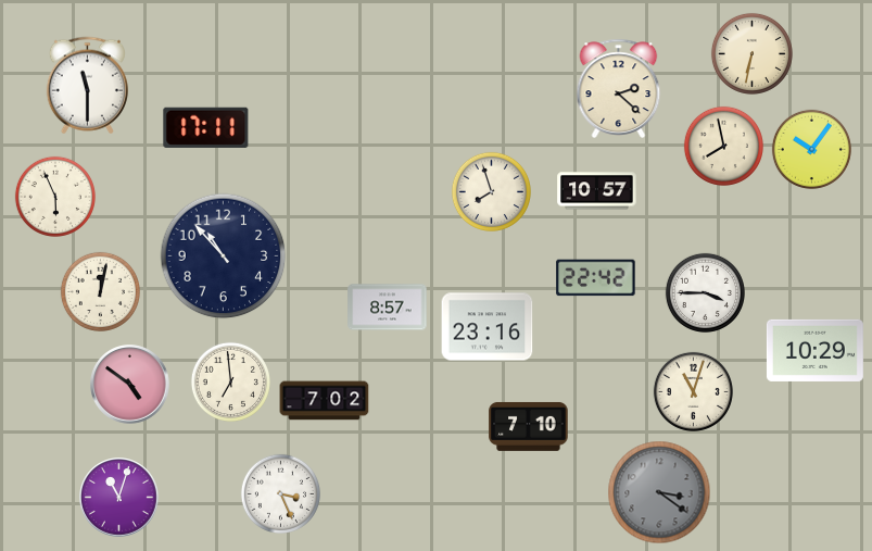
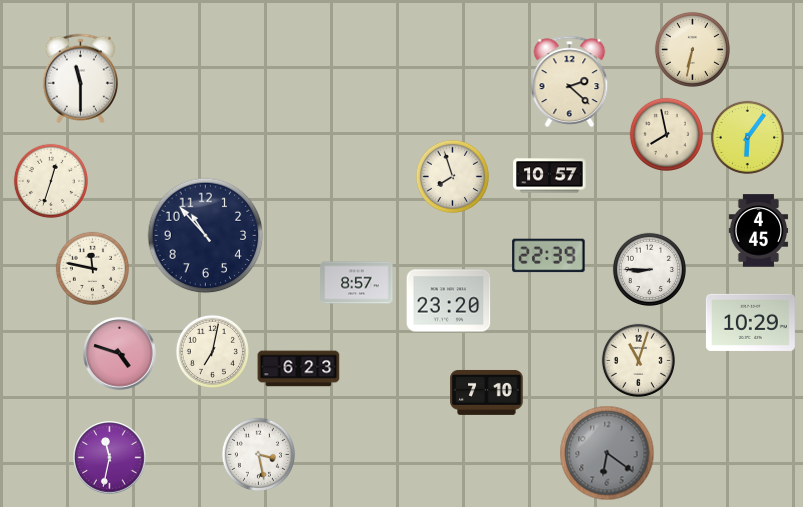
clock at (206, 127): 17:11 -> none
clock at (811, 149): 10:06 -> 6:06
clock at (55, 197): 5:56 -> 12:33
clock at (759, 231): none -> 4:45
clock at (596, 278): 22:42 -> 22:39
clock at (100, 291): 12:02 -> 11:47
clock at (705, 292): 3:45 -> 8:45
clock at (488, 327): 23:16 -> 23:20
clock at (230, 381): 6:59 -> 7:02
clock at (130, 385): 4:51 -> 4:48
clock at (325, 401): 7:02 -> 6:23
clock at (659, 492): 3:21 -> 6:21
clock at (280, 493): 3:26 -> 3:28
clock at (119, 498): 11:03 -> 11:32
